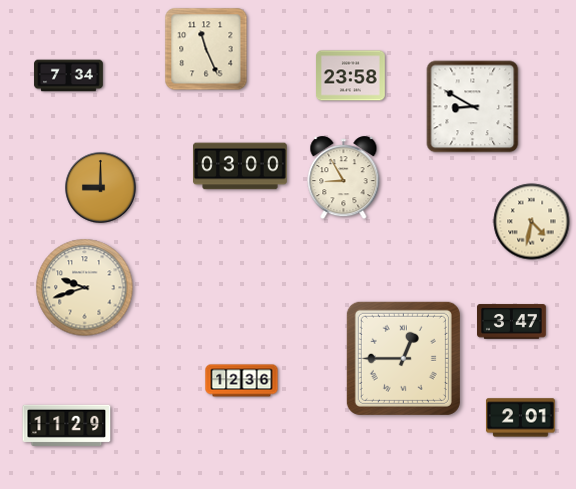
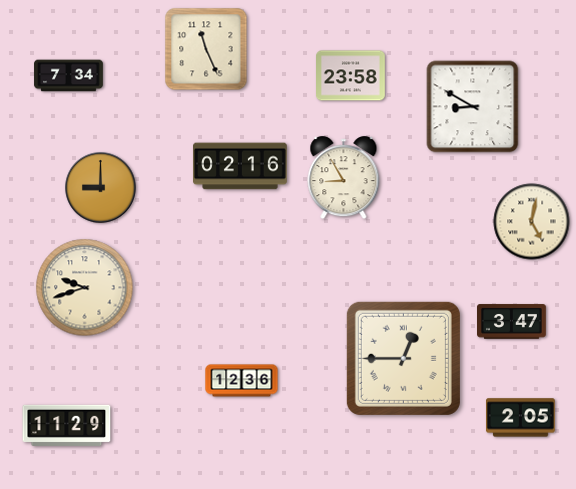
clock at (240, 166): 03:00 -> 02:16
clock at (532, 222): 4:32 -> 5:02
clock at (521, 418): 2:01 -> 2:05
